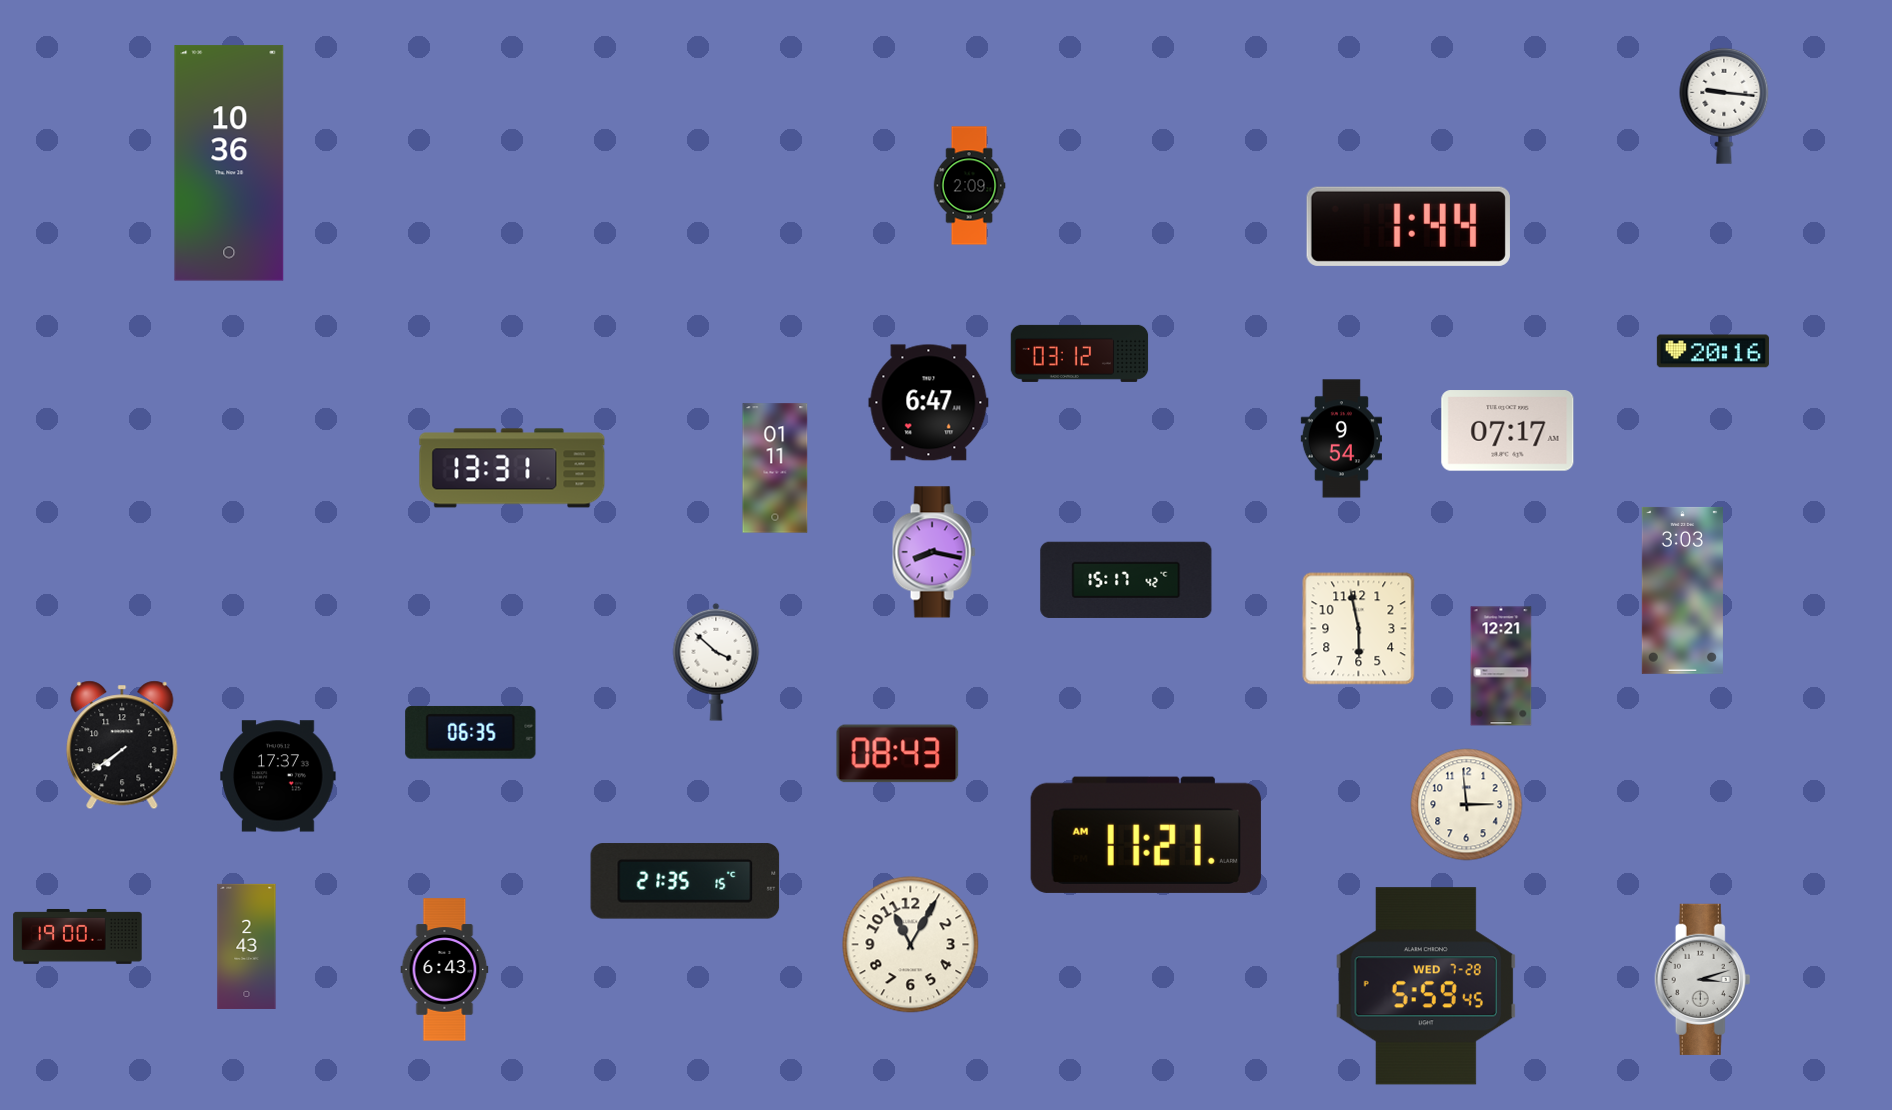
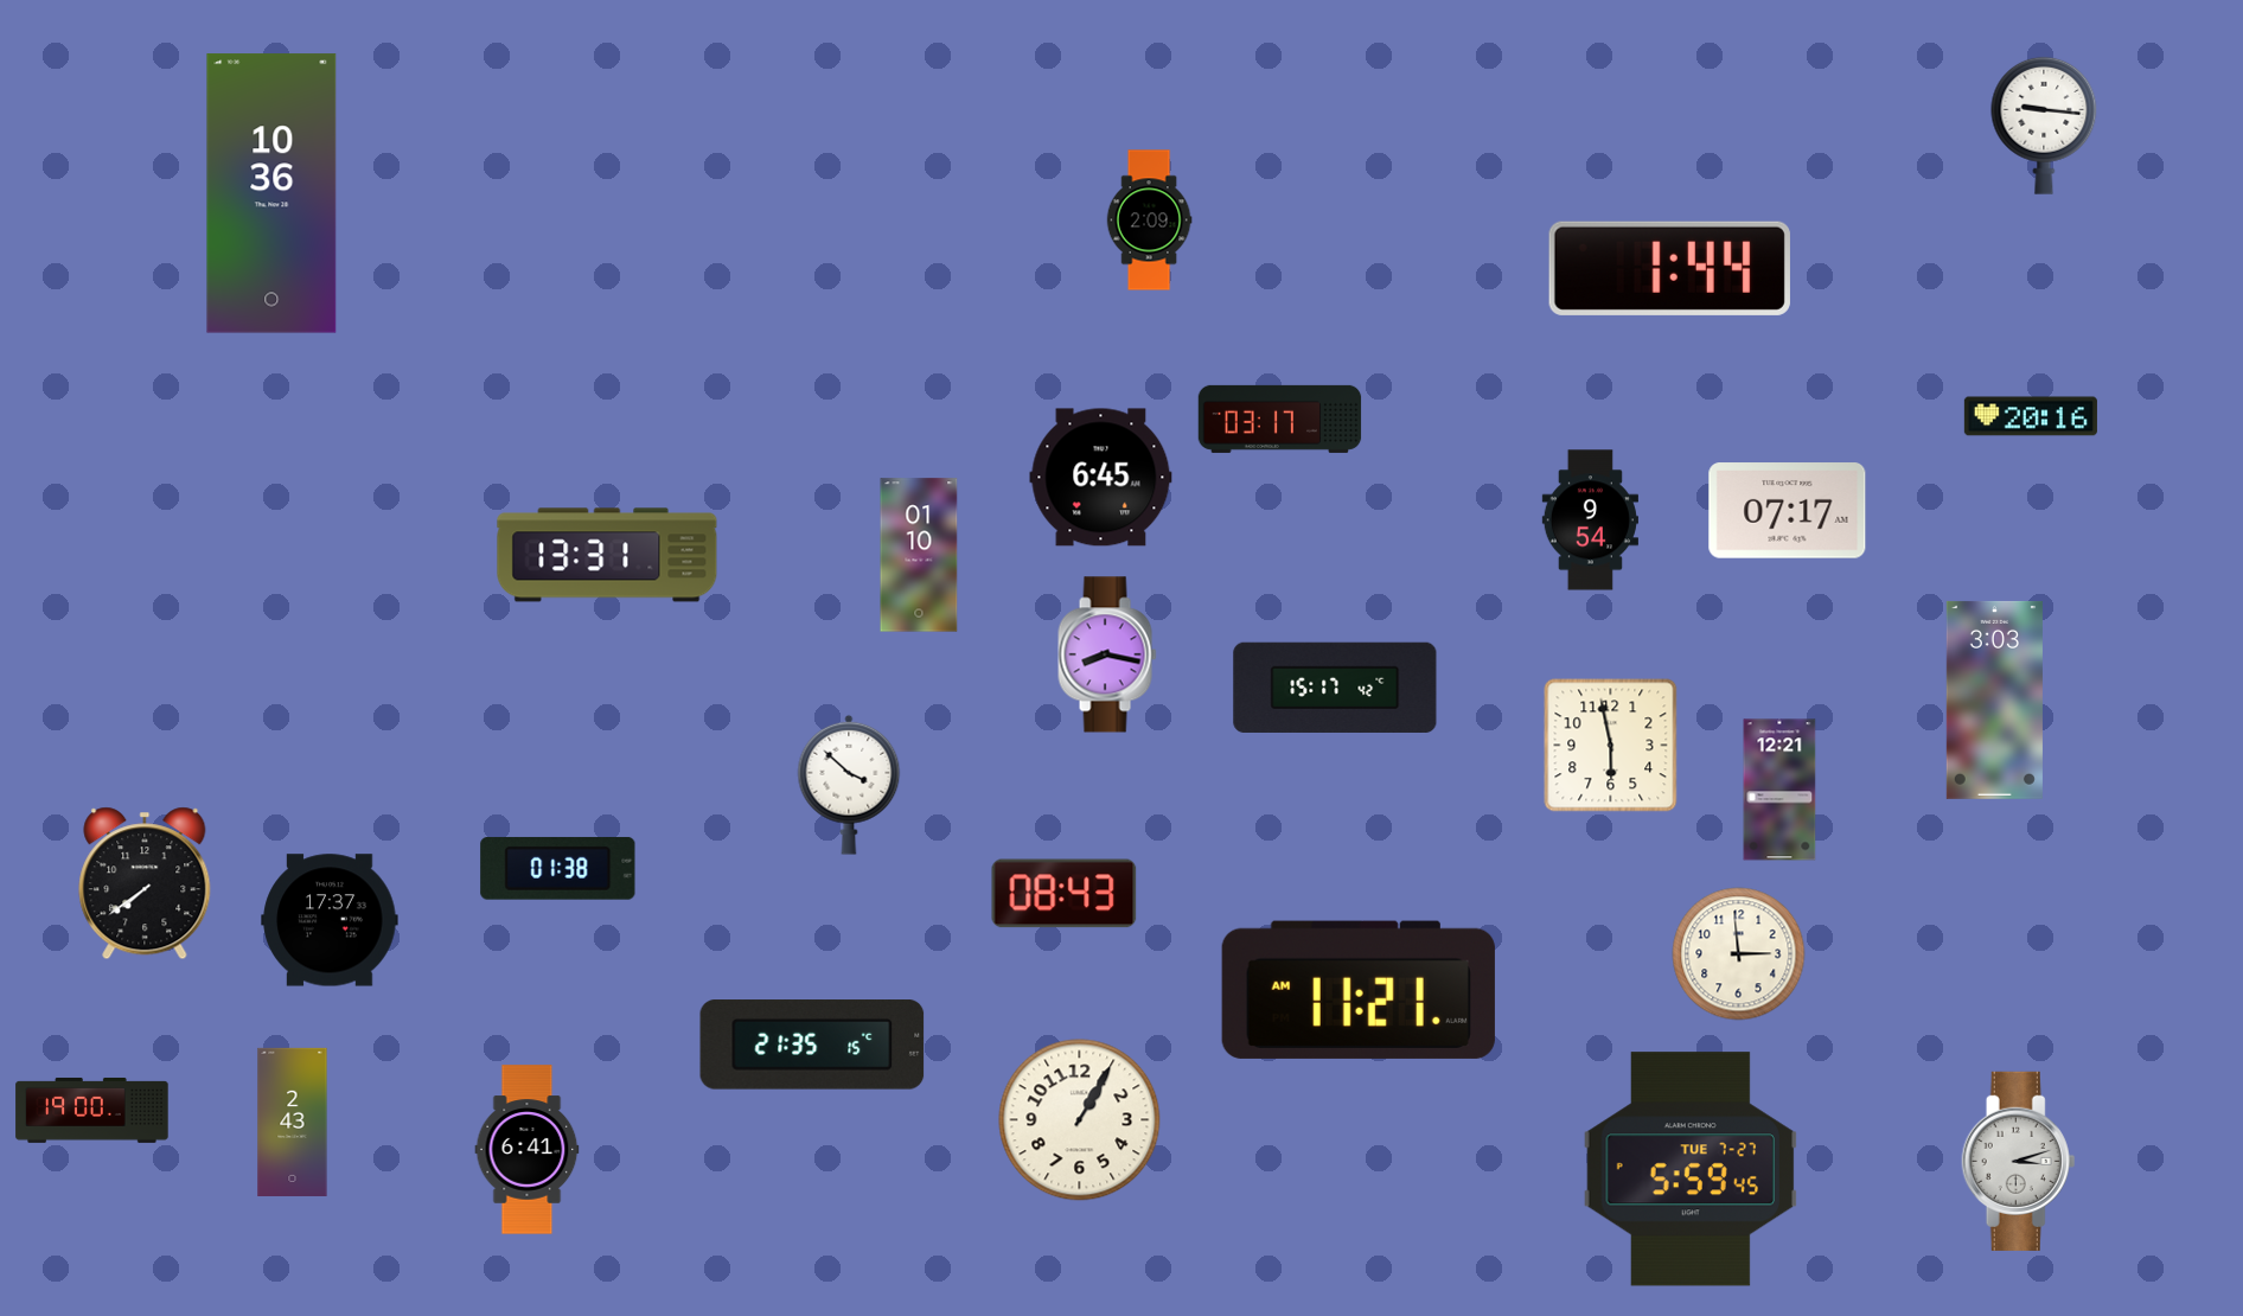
clock at (1080, 353): 03:12 -> 03:17
clock at (929, 403): 6:47 -> 6:45
clock at (775, 468): 01:11 -> 01:10
clock at (471, 733): 06:35 -> 01:38
clock at (911, 945): 11:05 -> 1:05
clock at (445, 970): 6:43 -> 6:41
clock at (1425, 986) date: WED 7-28 -> TUE 7-27
